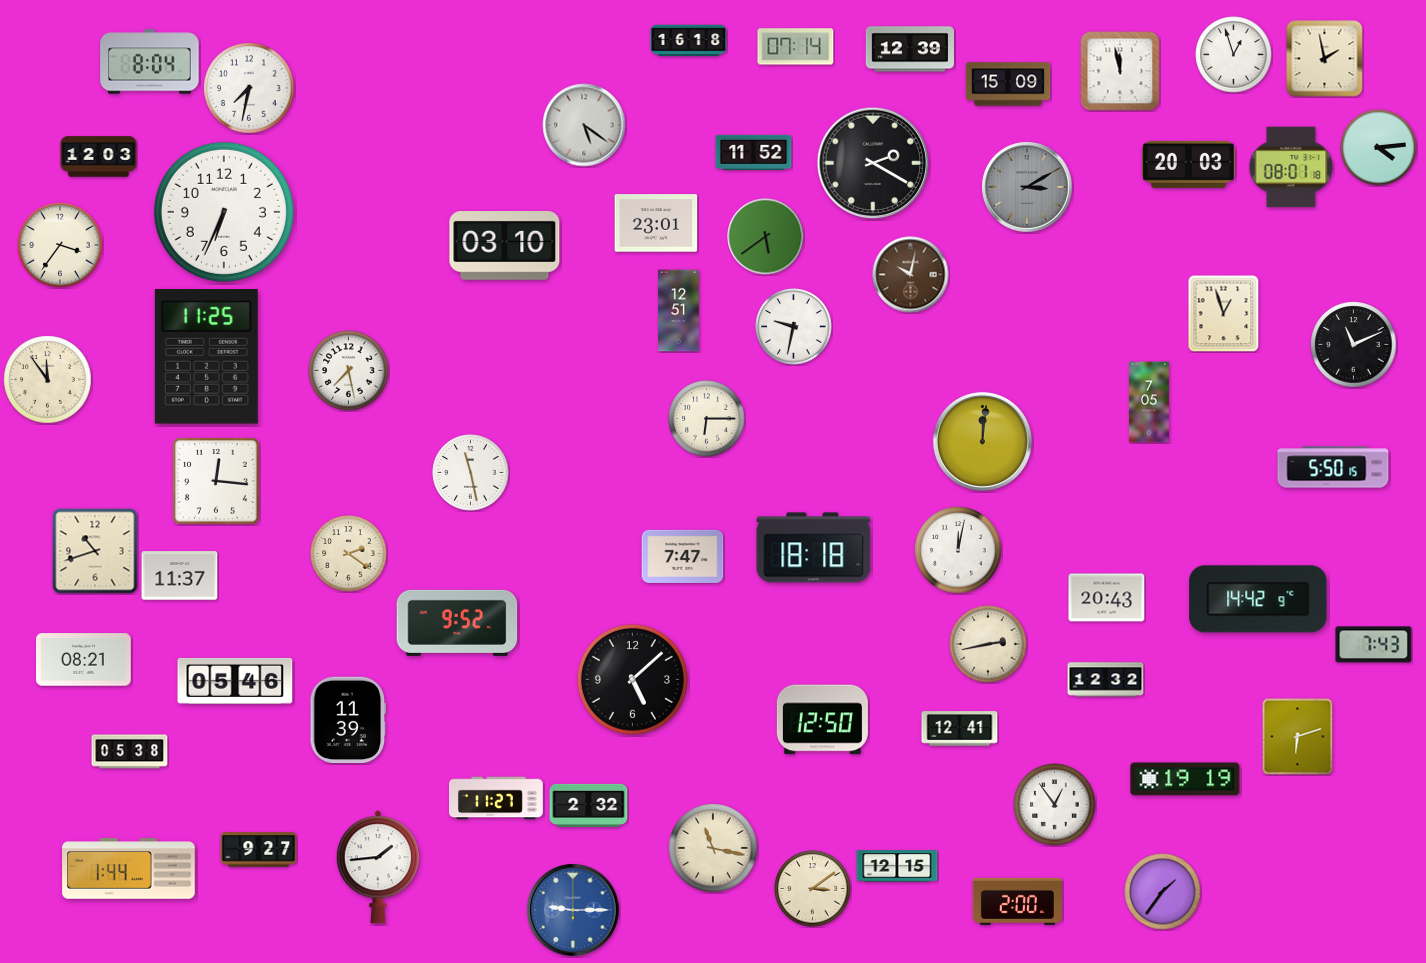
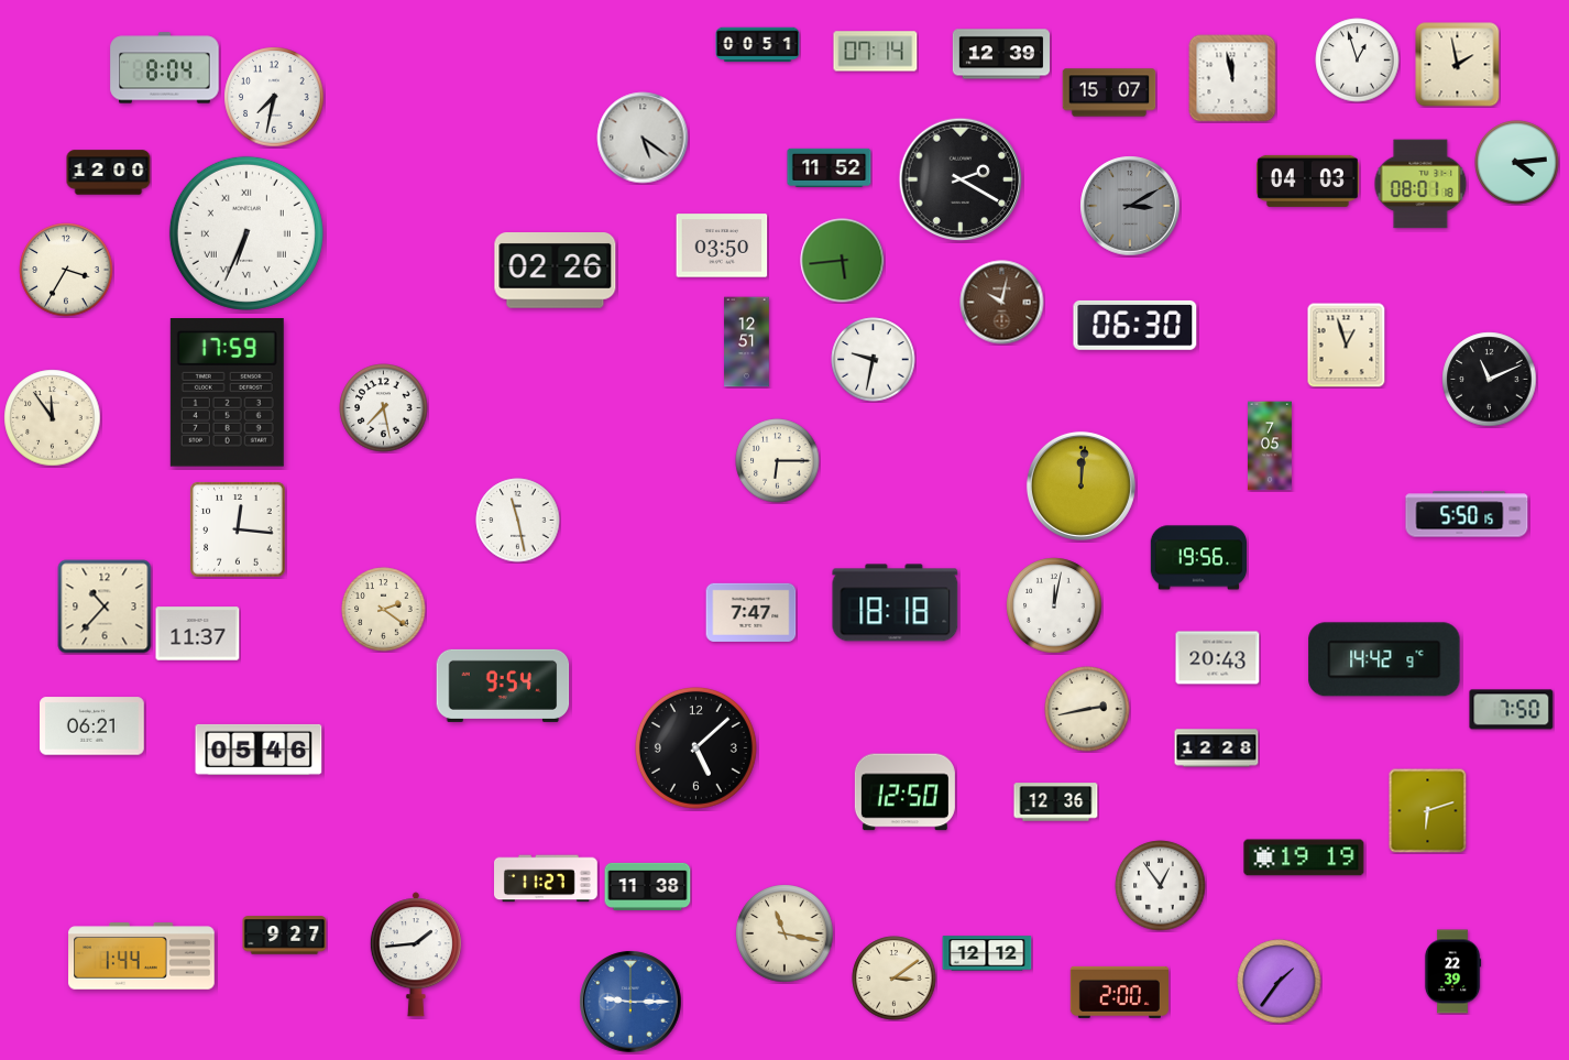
clock at (689, 41): 16:18 -> 00:51
clock at (1008, 84): 15:09 -> 15:07
clock at (99, 157): 12:03 -> 12:00
clock at (1188, 164): 20:03 -> 04:03
clock at (224, 212) numerals: Arabic -> Roman
clock at (656, 223): 23:01 -> 03:50
clock at (766, 237): 5:39 -> 5:44
clock at (60, 245): 3:36 -> 3:35
clock at (505, 246): 03:10 -> 02:26
clock at (1135, 325): none -> 06:30
clock at (206, 357): 11:25 -> 17:59
clock at (1149, 402) position: (1149, 402) -> (1270, 446)
clock at (1198, 558): none -> 19:56
clock at (95, 551): 10:42 -> 10:37
clock at (457, 623): 9:52 -> 9:54
clock at (1374, 645): 7:43 -> 7:50
clock at (84, 660): 08:21 -> 06:21
clock at (1106, 680): 12:32 -> 12:28
clock at (348, 720): 11:39 -> none
clock at (960, 729): 12:41 -> 12:36
clock at (130, 752): 05:38 -> none
clock at (589, 805): 2:32 -> 11:38
clock at (897, 866): 12:15 -> 12:12
clock at (1452, 972): none -> 22:39
